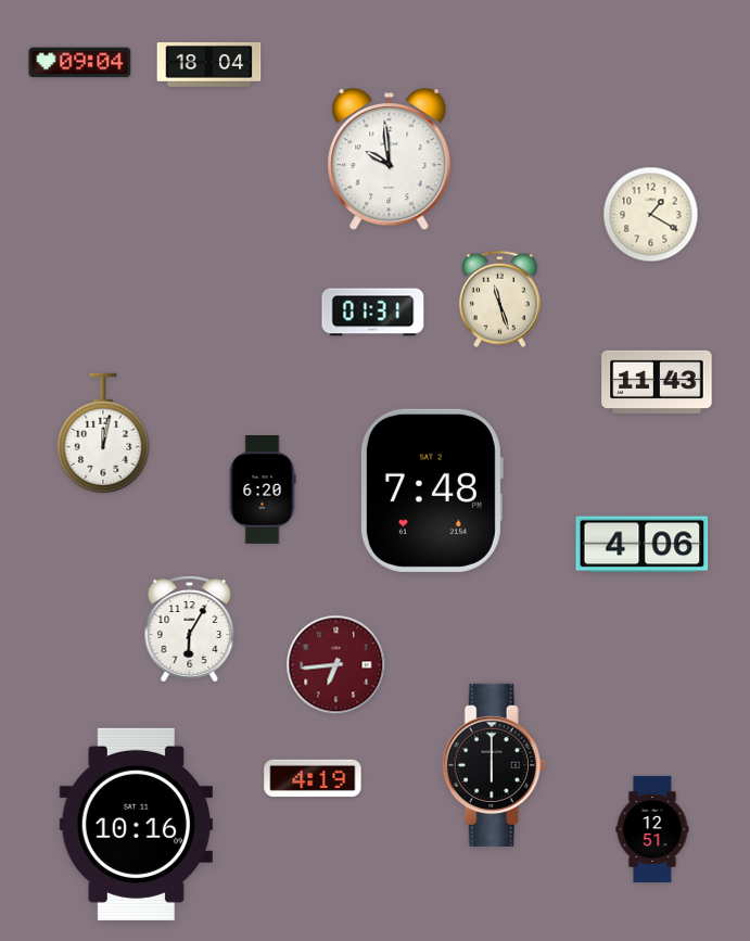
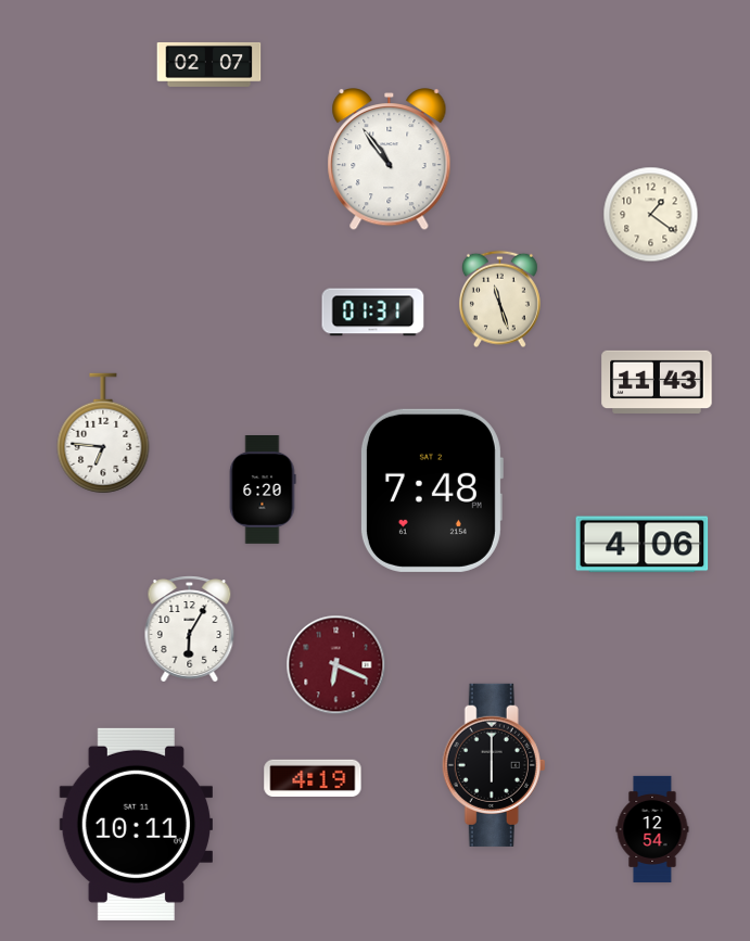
clock at (80, 63): 09:04 -> none
clock at (209, 64): 18:04 -> 02:07
clock at (390, 161): 9:59 -> 10:54
clock at (651, 215): 1:20 -> 1:21
clock at (103, 433): 12:02 -> 6:46
clock at (336, 665): 6:44 -> 6:19
clock at (136, 824): 10:16 -> 10:11
clock at (652, 829): 12:51 -> 12:54
